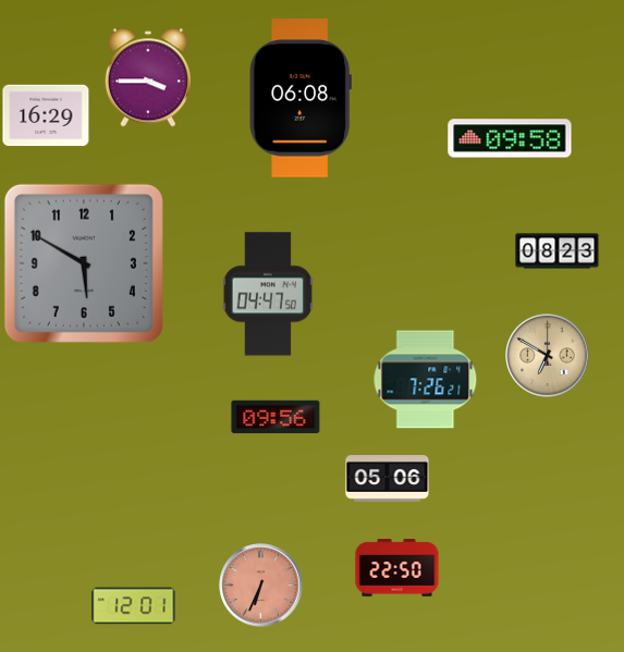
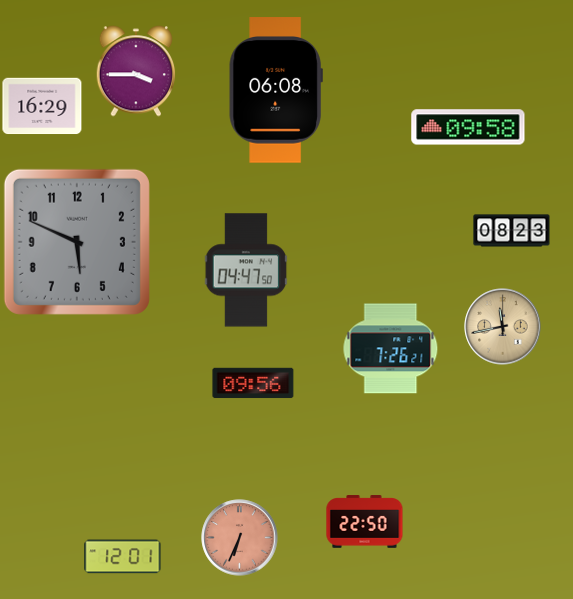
clock at (84, 263): 5:50 -> 5:49
clock at (548, 356): 6:50 -> 11:43
clock at (388, 479): 05:06 -> none
